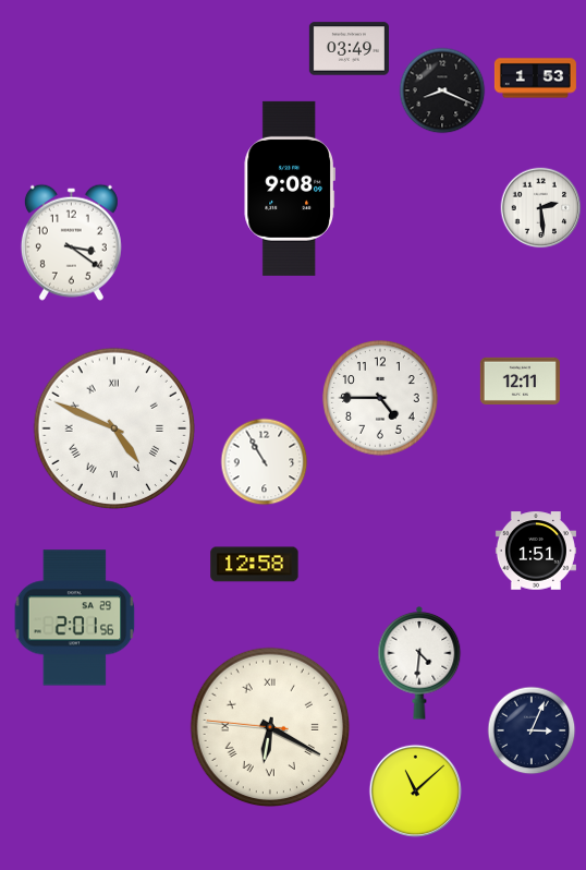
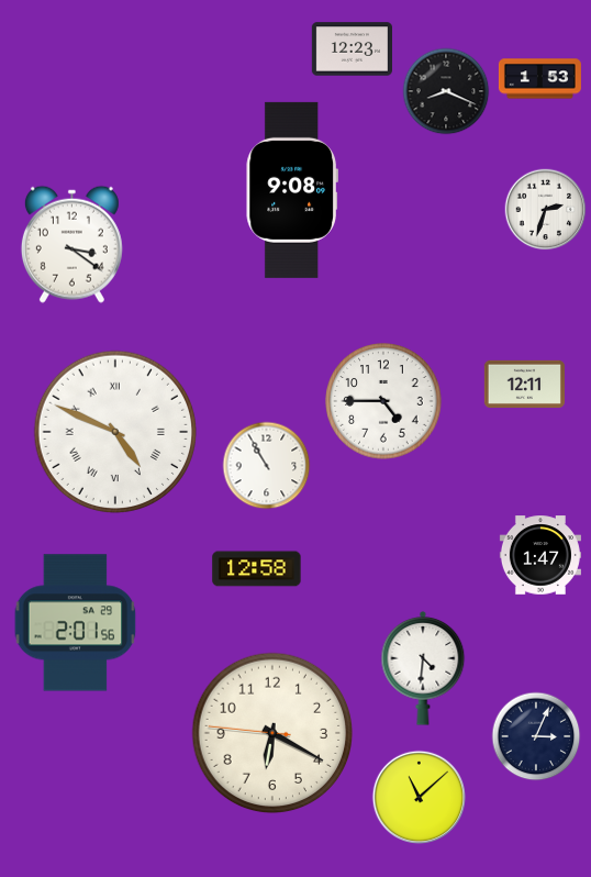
clock at (349, 49): 03:49 -> 12:23
clock at (541, 208): 2:29 -> 2:33
clock at (536, 551): 1:51 -> 1:47
clock at (270, 727) numerals: Roman -> Arabic
